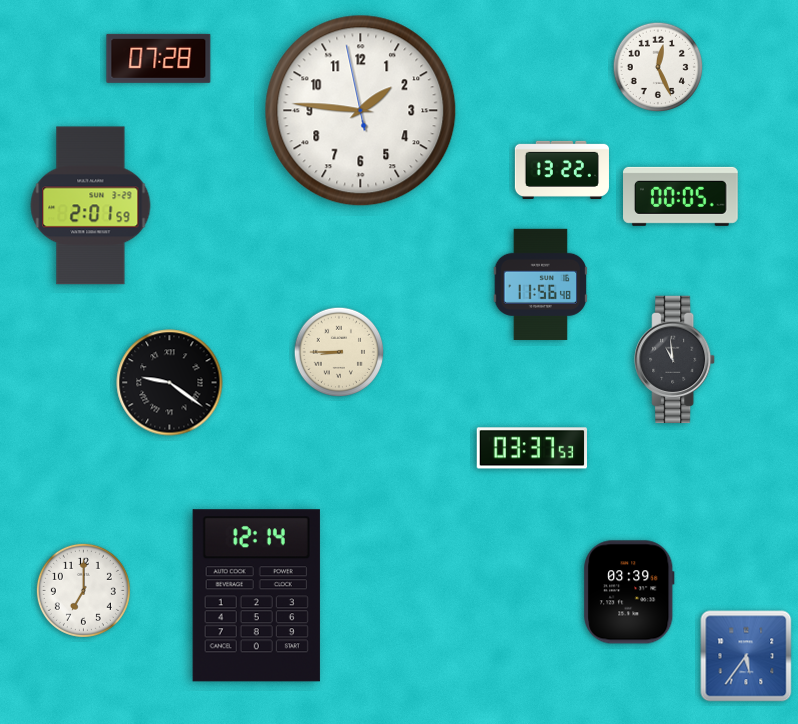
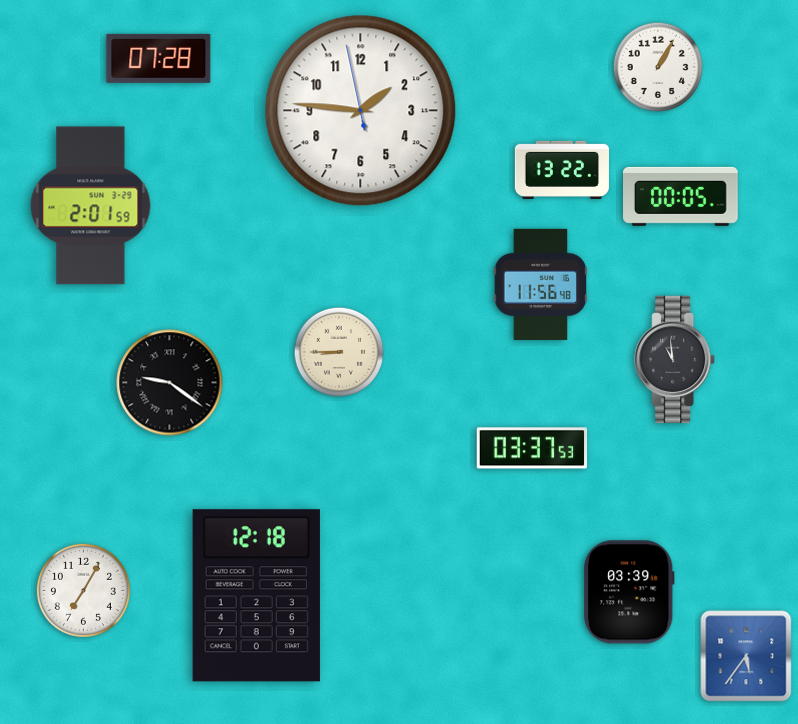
clock at (658, 67): 12:26 -> 1:05
clock at (83, 590): 7:00 -> 7:05
clock at (256, 596): 12:14 -> 12:18
